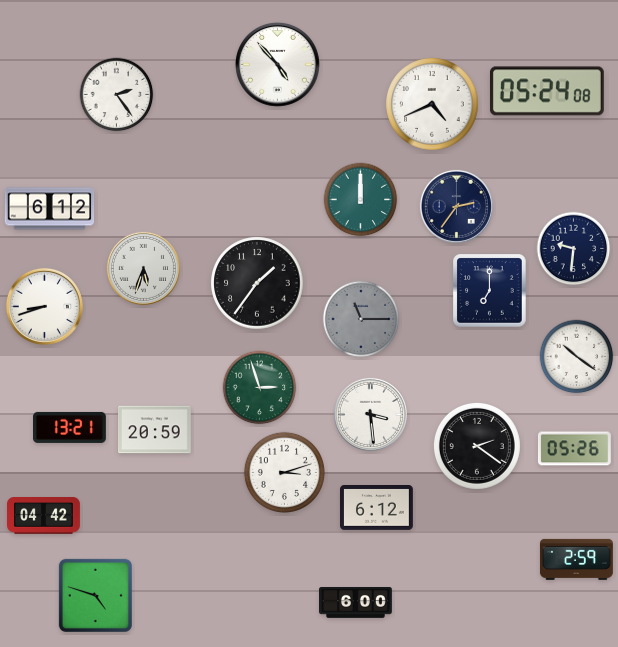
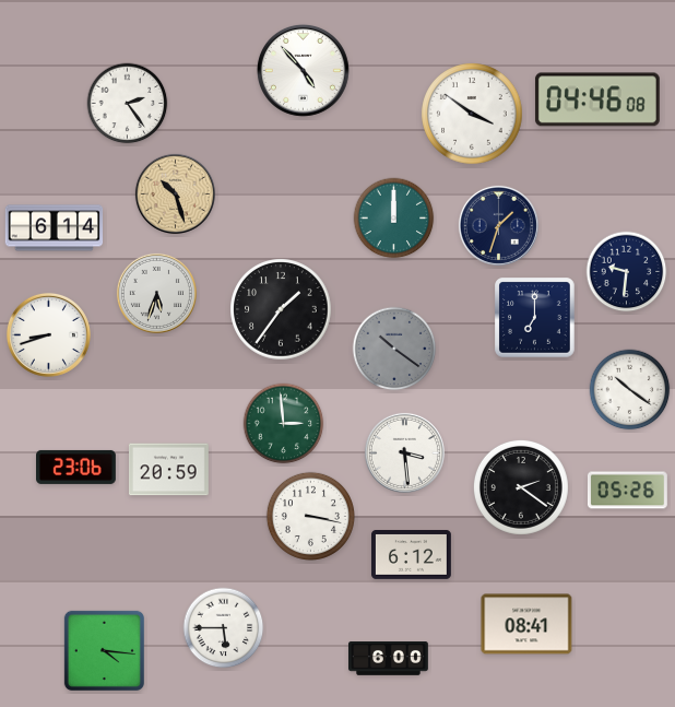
clock at (547, 91): 05:24 -> 04:46
clock at (432, 104): 4:41 -> 3:51
clock at (175, 193): none -> 10:27
clock at (456, 206): 2:36 -> 1:33
clock at (50, 209): 6:12 -> 6:14
clock at (361, 319): 11:15 -> 10:21
clock at (260, 388): 2:57 -> 2:59
clock at (70, 427): 13:21 -> 23:06
clock at (284, 472): 3:12 -> 3:17
clock at (44, 516): 04:42 -> none
clock at (576, 559): 2:59 -> none
clock at (526, 624): none -> 08:41
clock at (224, 628): none -> 5:45
clock at (95, 595): 4:48 -> 4:16
